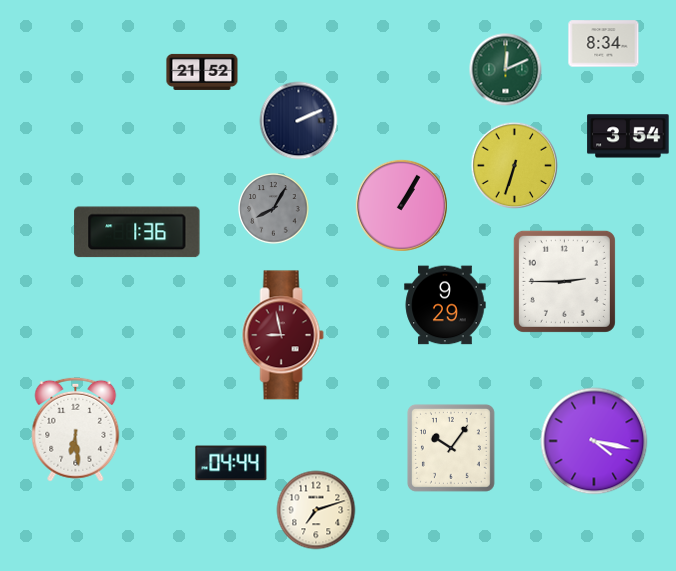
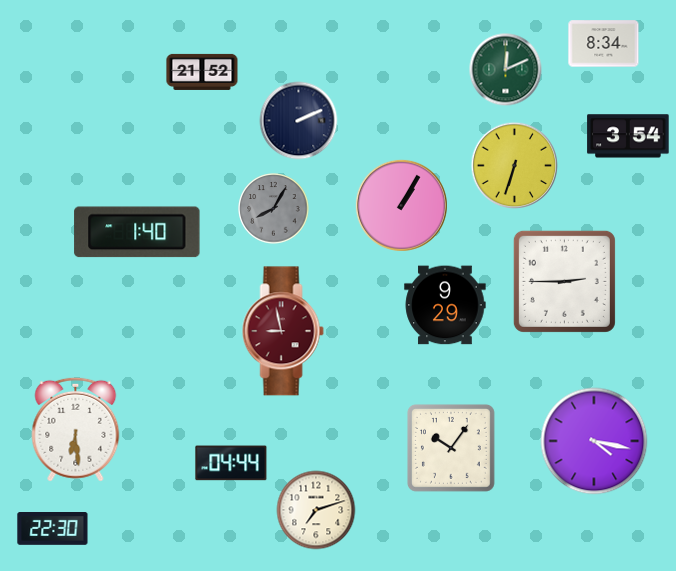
clock at (137, 232): 1:36 -> 1:40
clock at (283, 335) position: (283, 335) -> (283, 331)
clock at (53, 529): none -> 22:30
